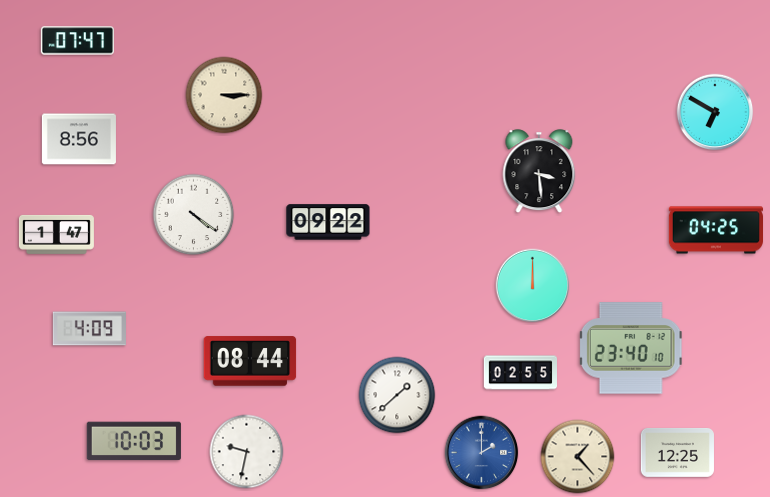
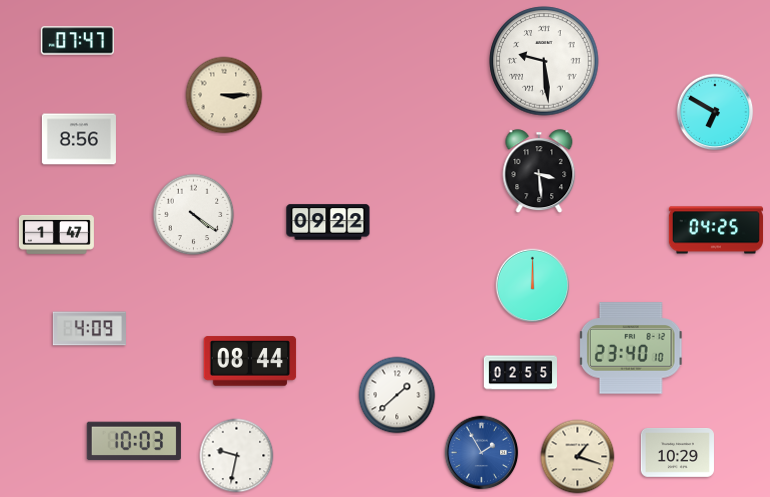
clock at (544, 61): none -> 9:29
clock at (247, 452) position: (247, 452) -> (237, 456)
clock at (677, 452): 12:25 -> 10:29
clock at (482, 453): 2:00 -> 1:55
clock at (578, 457): 1:23 -> 1:18
